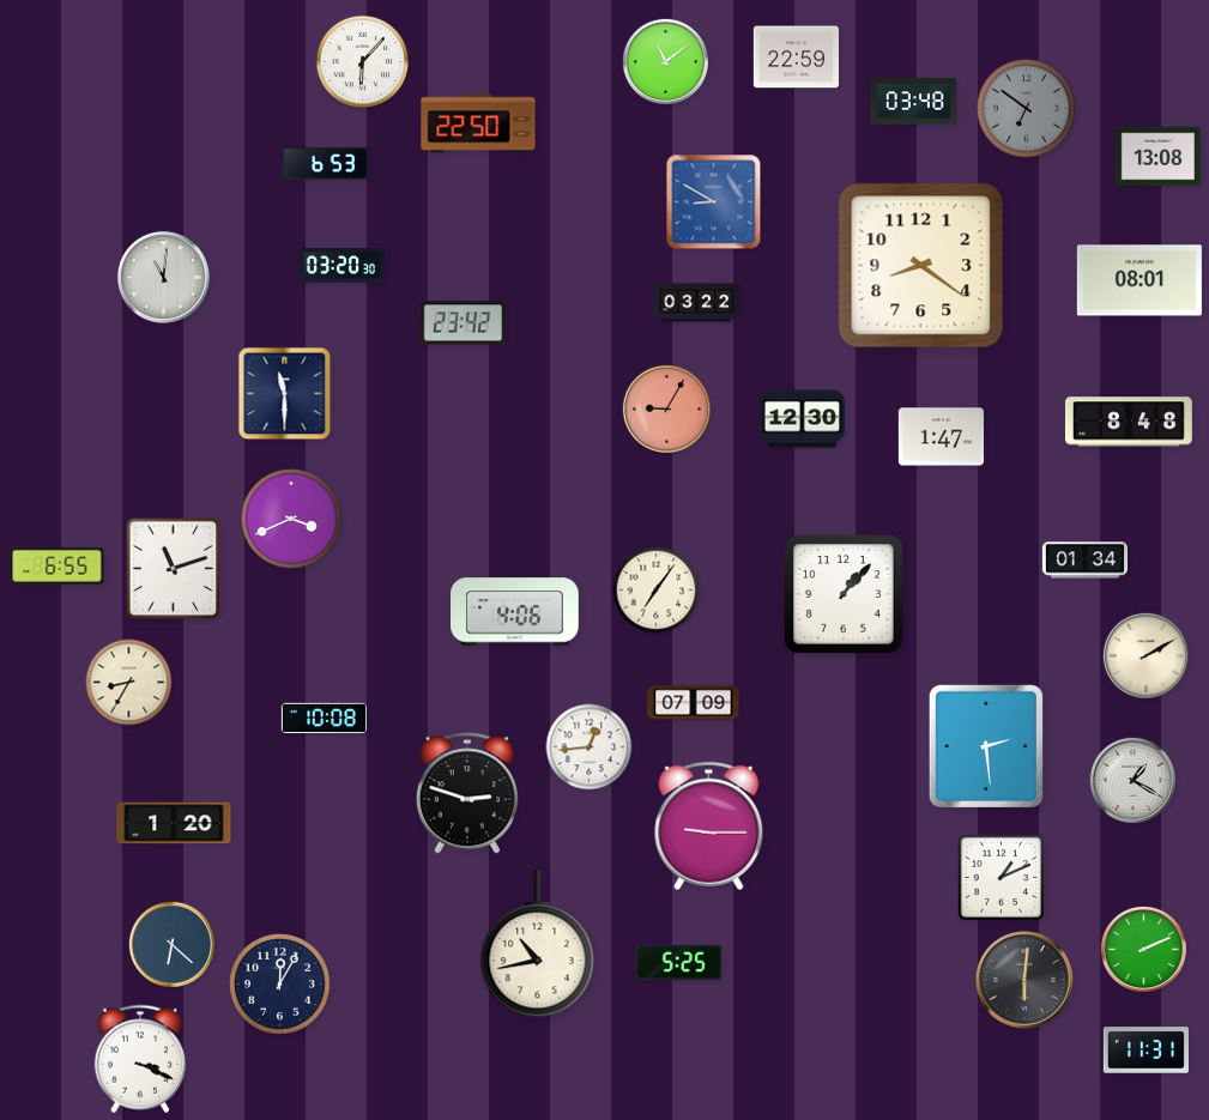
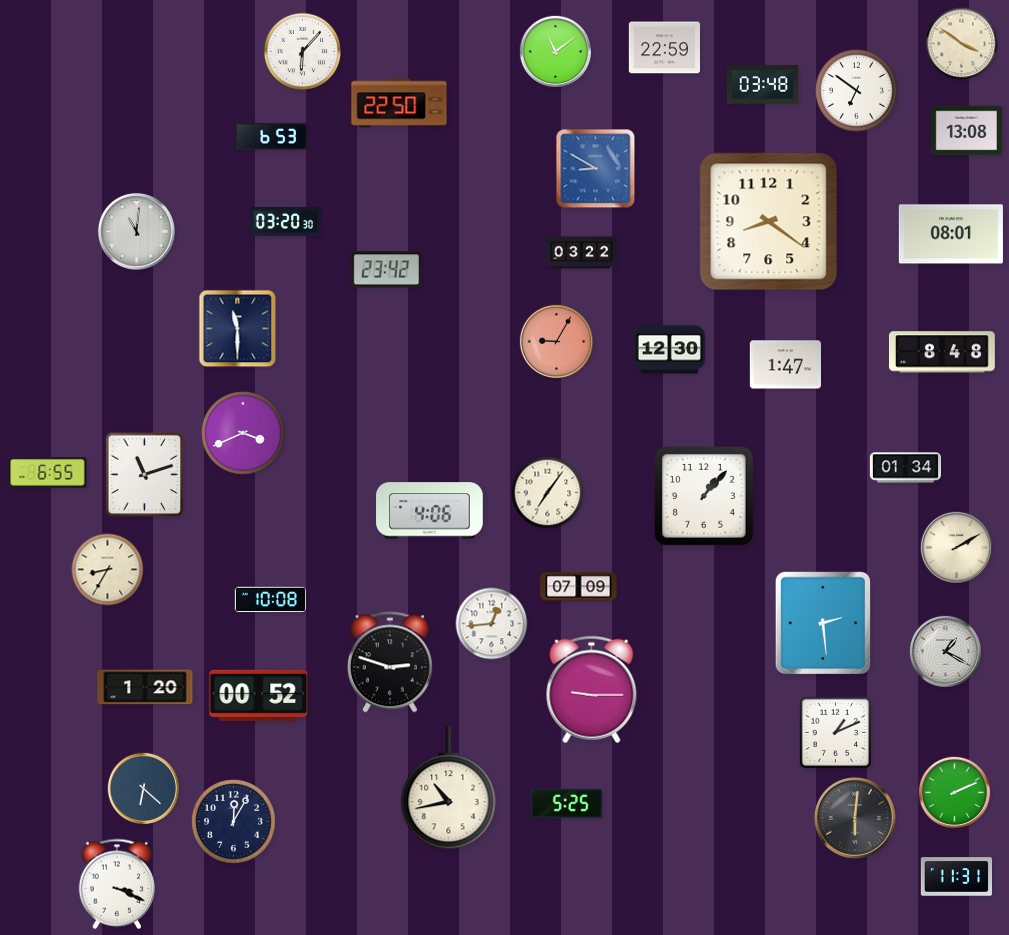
clock at (962, 44): none -> 3:51
clock at (1026, 108) dial: grey -> white
clock at (259, 695): none -> 00:52
